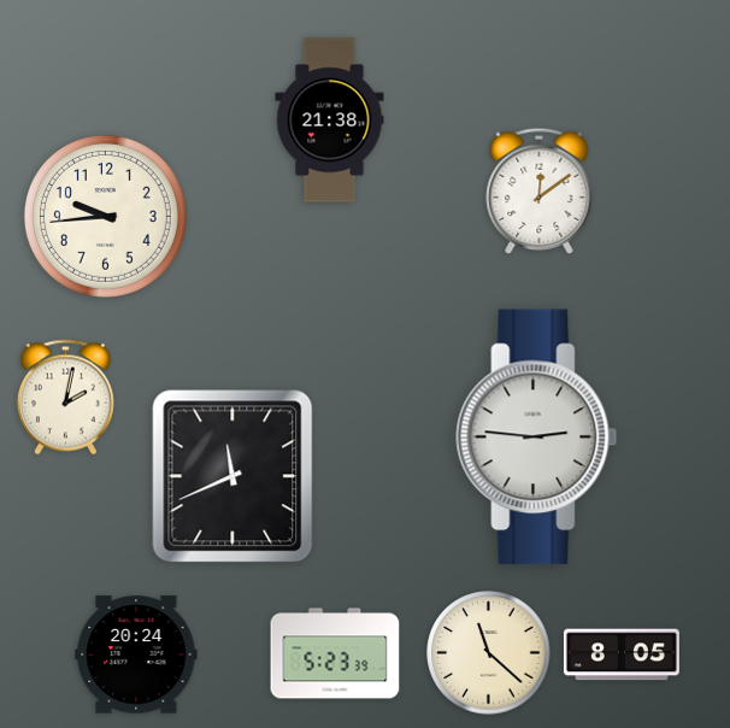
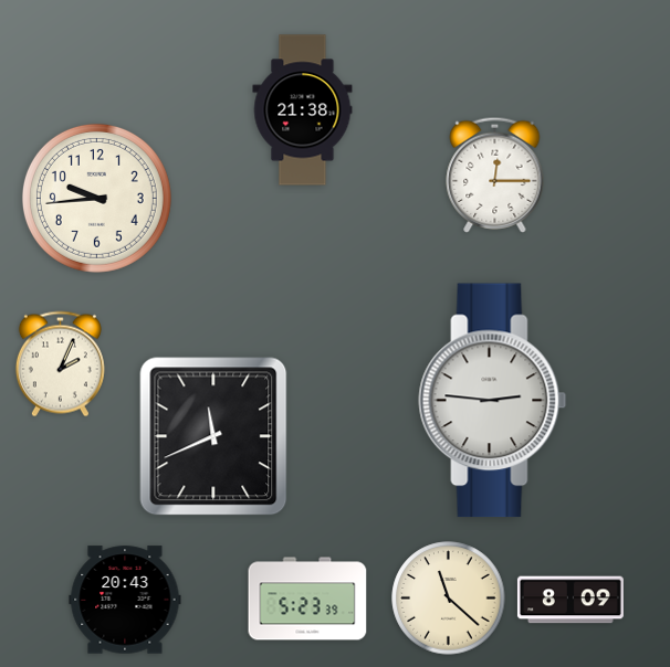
clock at (540, 190): 12:09 -> 12:15
clock at (65, 398): 2:02 -> 2:04
clock at (136, 654): 20:24 -> 20:43
clock at (622, 654): 8:05 -> 8:09
